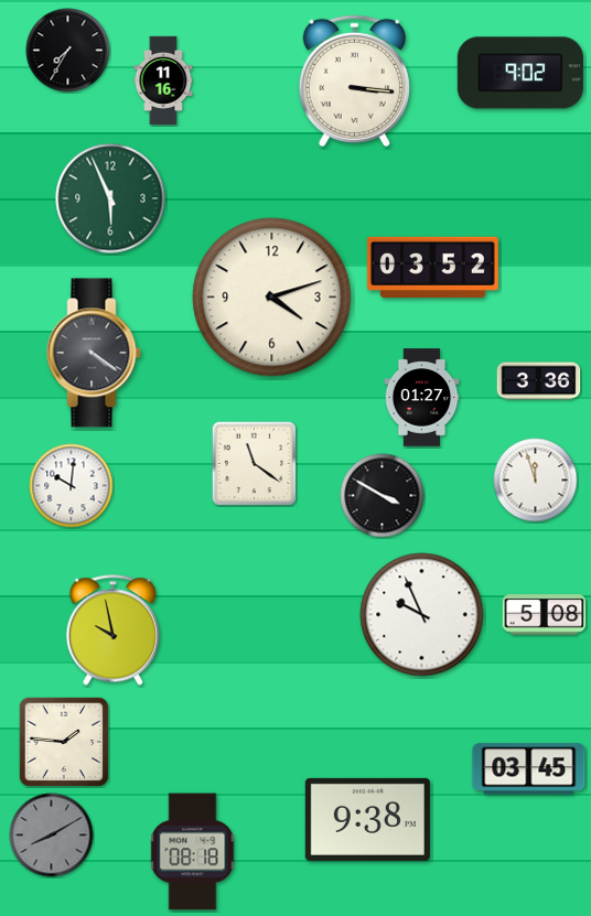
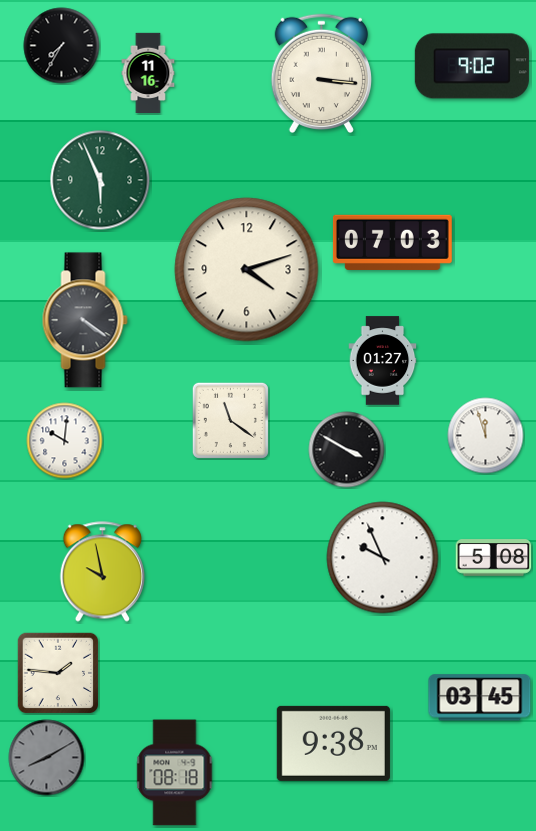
clock at (432, 267): 03:52 -> 07:03
clock at (539, 381): 3:36 -> none
